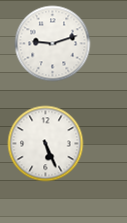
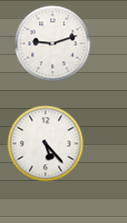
clock at (46, 144): 5:26 -> 5:23
